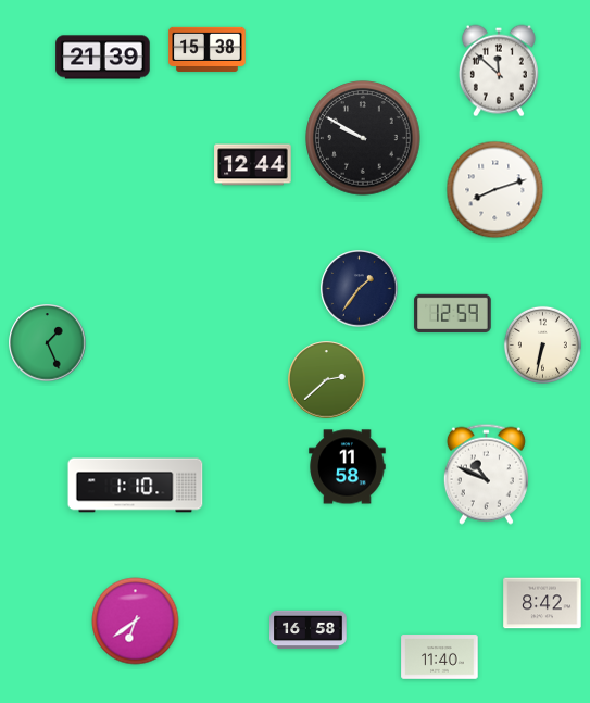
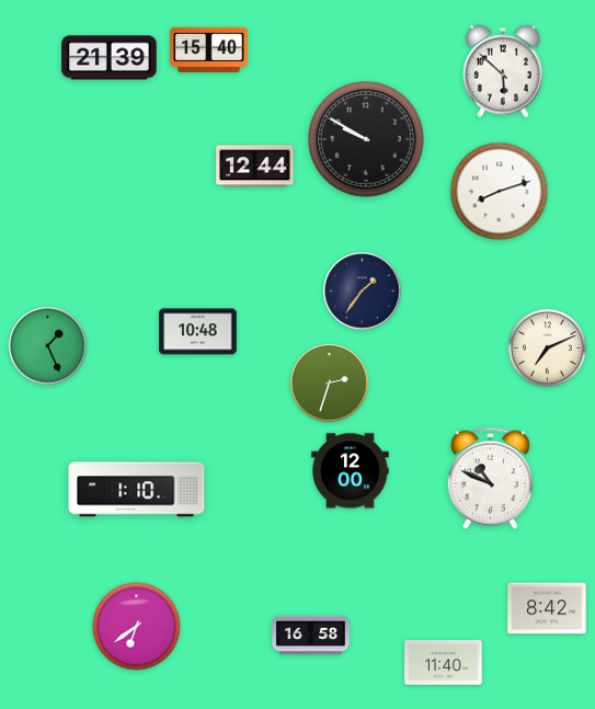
clock at (208, 49): 15:38 -> 15:40
clock at (103, 58) position: (103, 58) -> (110, 58)
clock at (499, 71): 11:52 -> 5:52
clock at (453, 314): 12:59 -> none
clock at (198, 332): none -> 10:48
clock at (542, 344): 6:32 -> 7:11
clock at (327, 380): 2:38 -> 2:33
clock at (348, 467): 11:58 -> 12:00
